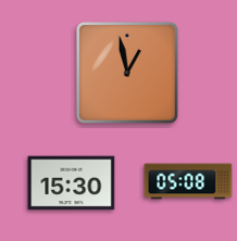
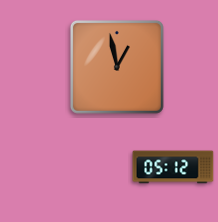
clock at (188, 181): 05:08 -> 05:12
clock at (72, 183): 15:30 -> none
